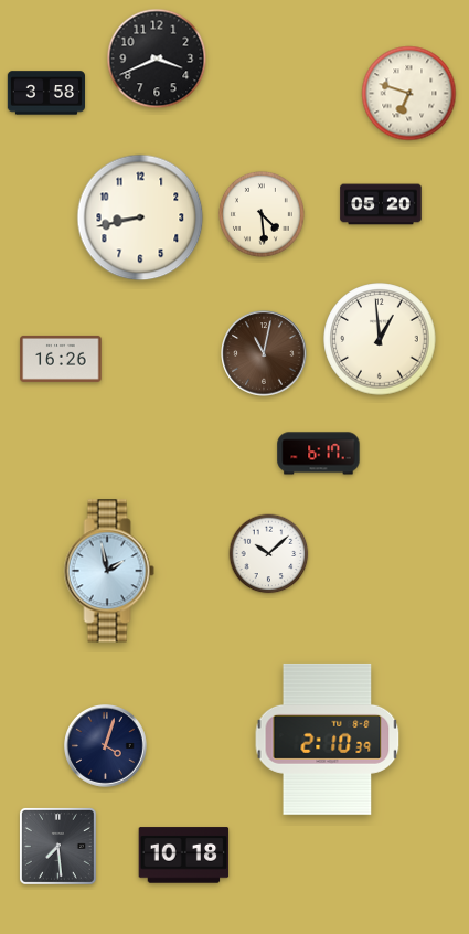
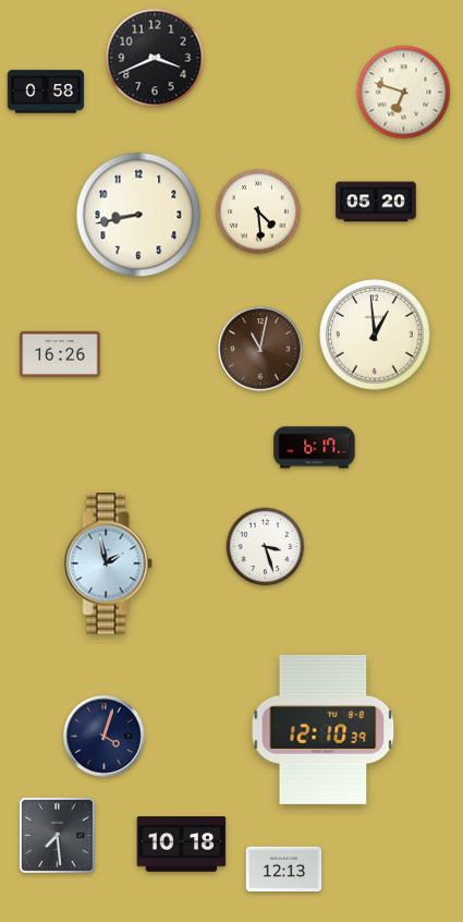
clock at (45, 93): 3:58 -> 0:58
clock at (269, 554): 10:08 -> 3:27
clock at (328, 739): 2:10 -> 12:10
clock at (284, 869): none -> 12:13
